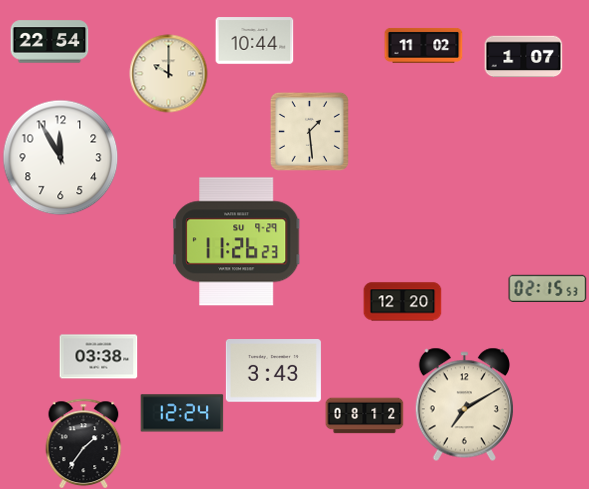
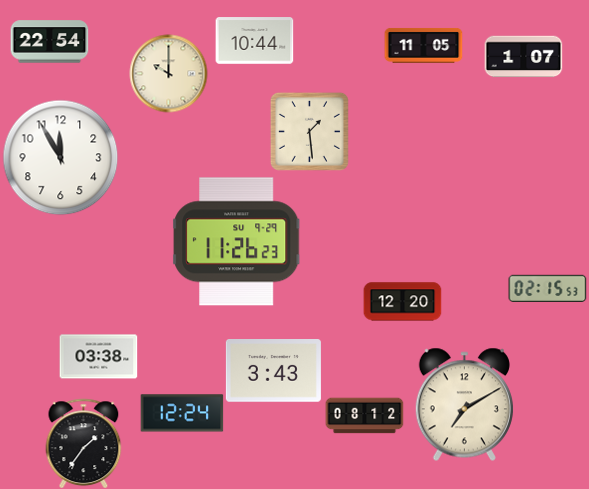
clock at (423, 45): 11:02 -> 11:05
